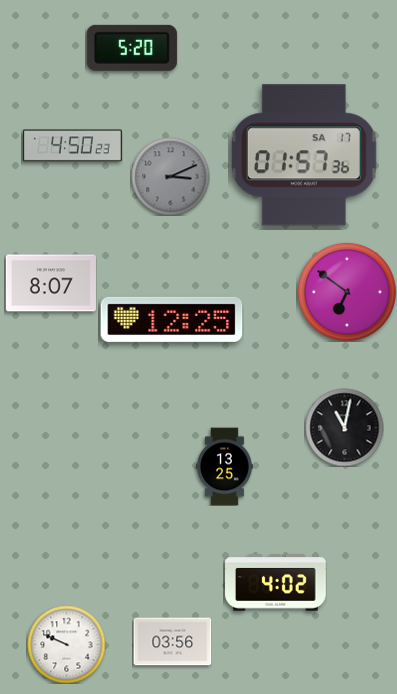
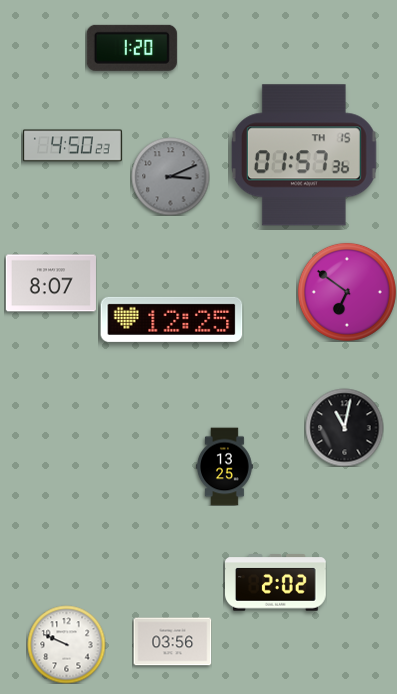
clock at (132, 48): 5:20 -> 1:20
clock at (304, 155) date: SA 17 -> TH 15
clock at (276, 583): 4:02 -> 2:02
